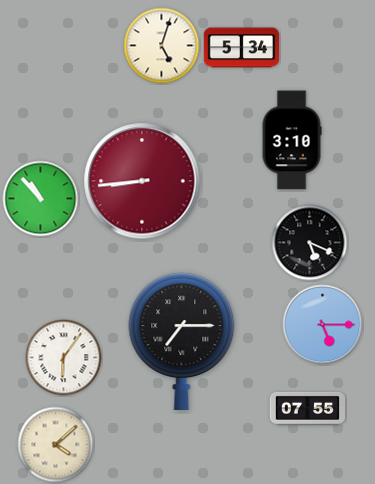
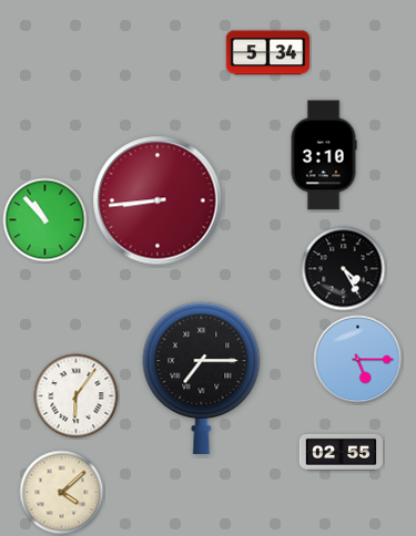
clock at (162, 46): 5:03 -> none
clock at (310, 243): 5:19 -> 4:25
clock at (64, 358) position: (64, 358) -> (77, 396)
clock at (308, 408): 07:55 -> 02:55
